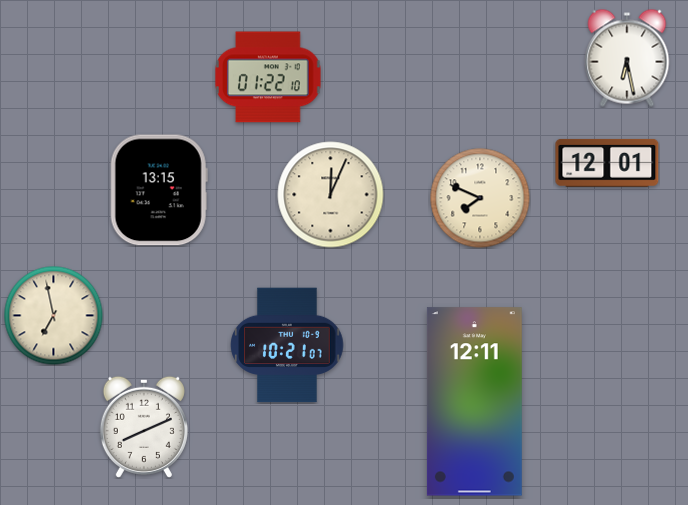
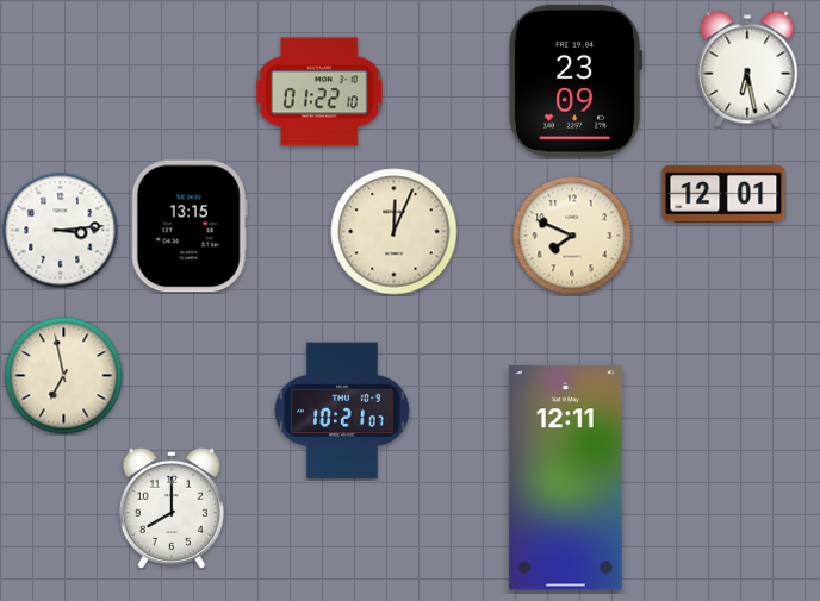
clock at (576, 81): none -> 23:09
clock at (60, 230): none -> 3:14
clock at (144, 427): 8:11 -> 8:00
